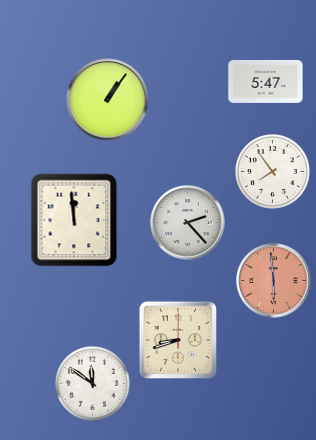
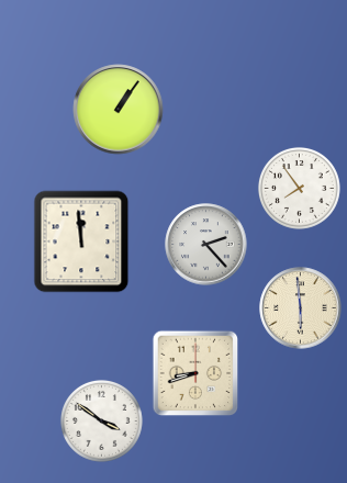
clock at (266, 81): 5:47 -> none
clock at (274, 281) dial: salmon -> cream
clock at (92, 383): 11:51 -> 3:51
